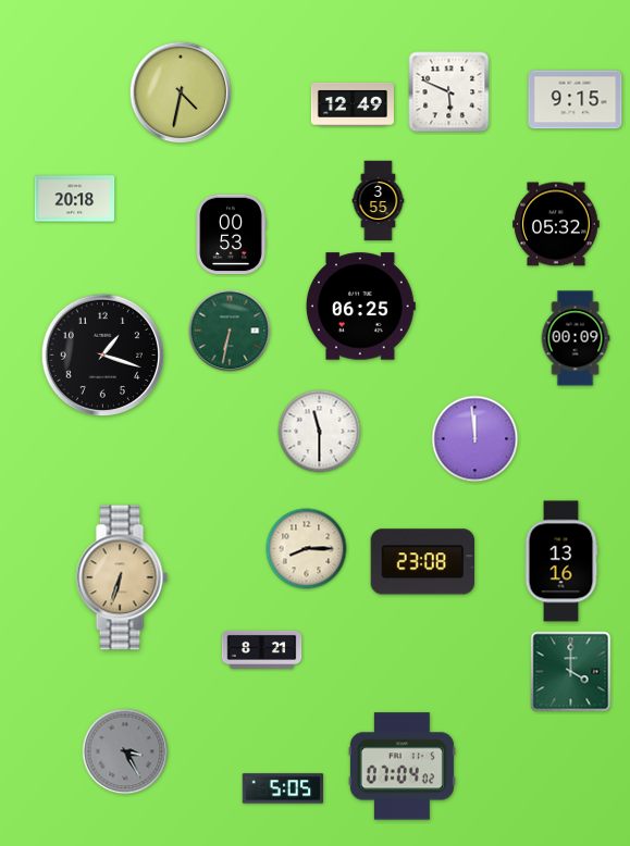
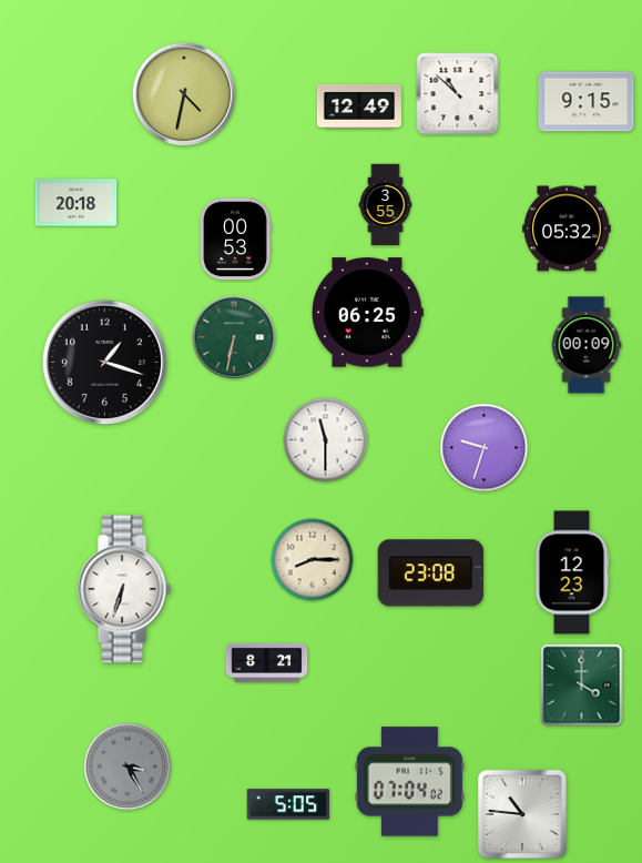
clock at (449, 92): 5:49 -> 10:52
clock at (475, 439): 11:59 -> 9:33
clock at (561, 561): 13:16 -> 12:23
clock at (122, 577) dial: champagne -> white
clock at (522, 814): none -> 10:46
